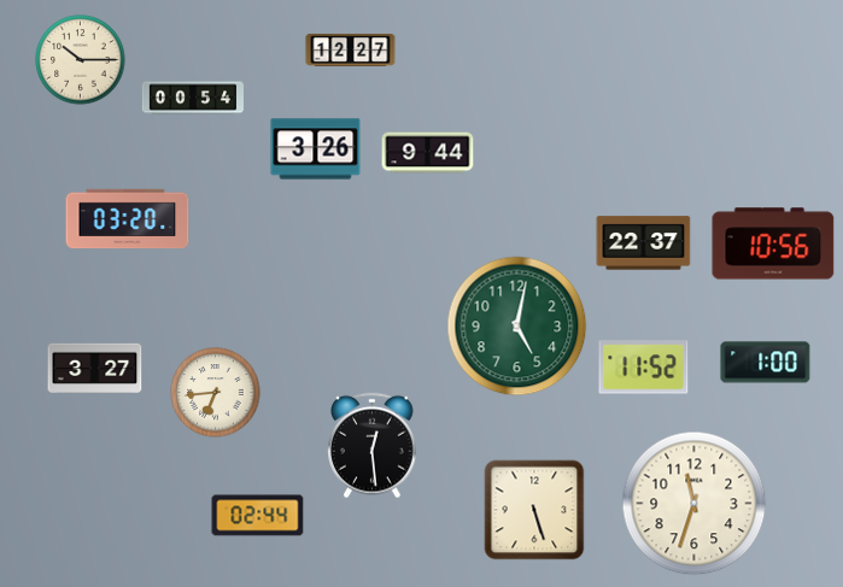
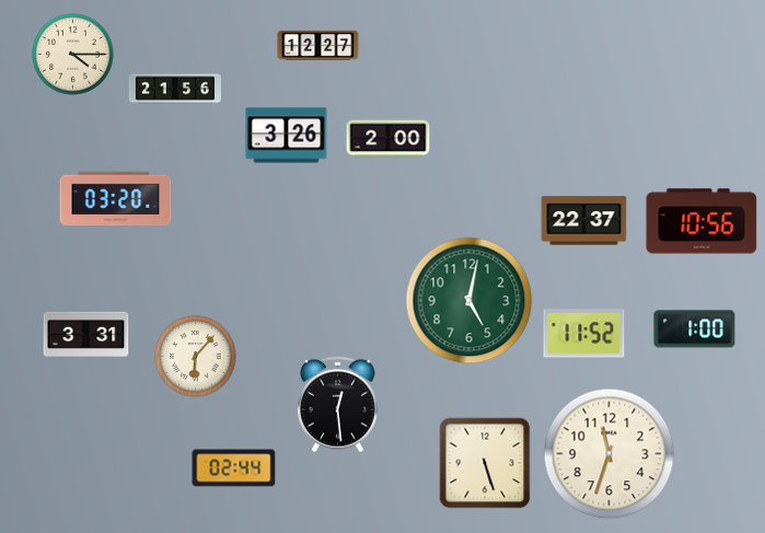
clock at (81, 60): 10:15 -> 4:15
clock at (193, 98): 00:54 -> 21:56
clock at (428, 153): 9:44 -> 2:00
clock at (517, 327) position: (517, 327) -> (470, 301)
clock at (95, 368): 3:27 -> 3:31
clock at (216, 393): 6:44 -> 6:07
clock at (695, 504) position: (695, 504) -> (610, 454)
